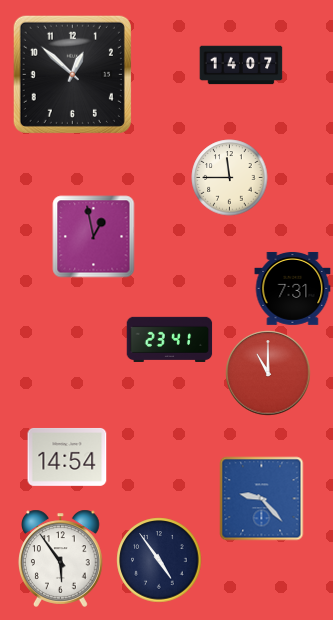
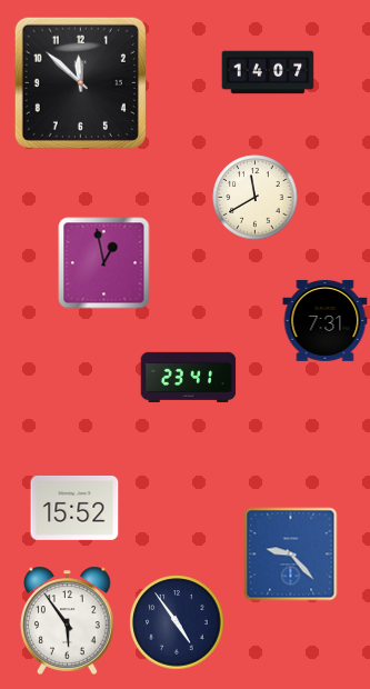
clock at (72, 74): 12:52 -> 11:52
clock at (230, 178): 11:45 -> 11:40
clock at (268, 373): 11:00 -> none
clock at (67, 457): 14:54 -> 15:52
